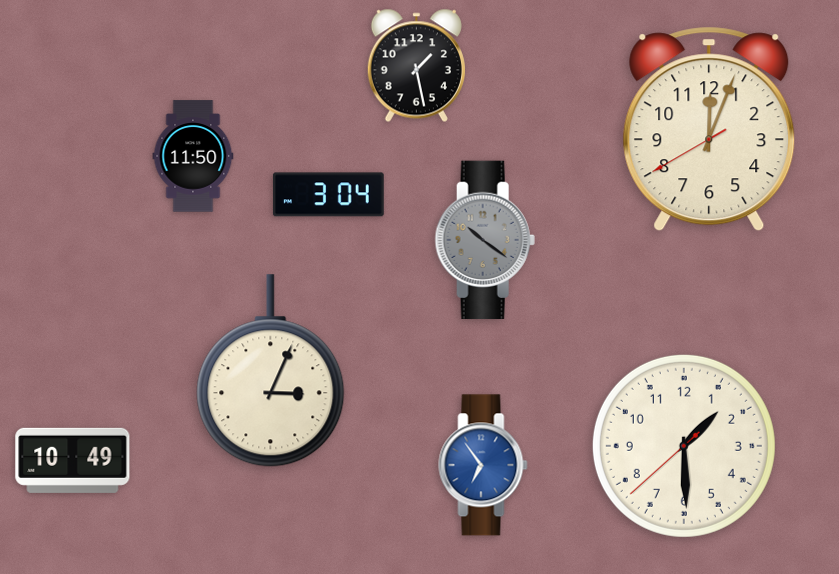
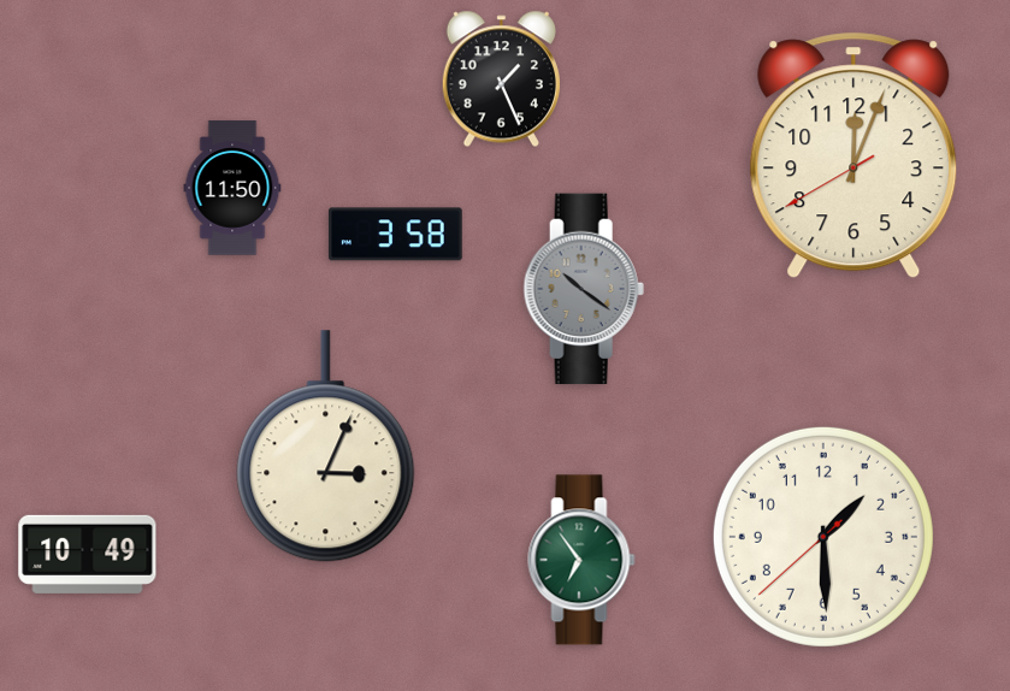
clock at (416, 66): 1:28 -> 1:26
clock at (328, 195): 3:04 -> 3:58
clock at (483, 465) dial: blue -> green
